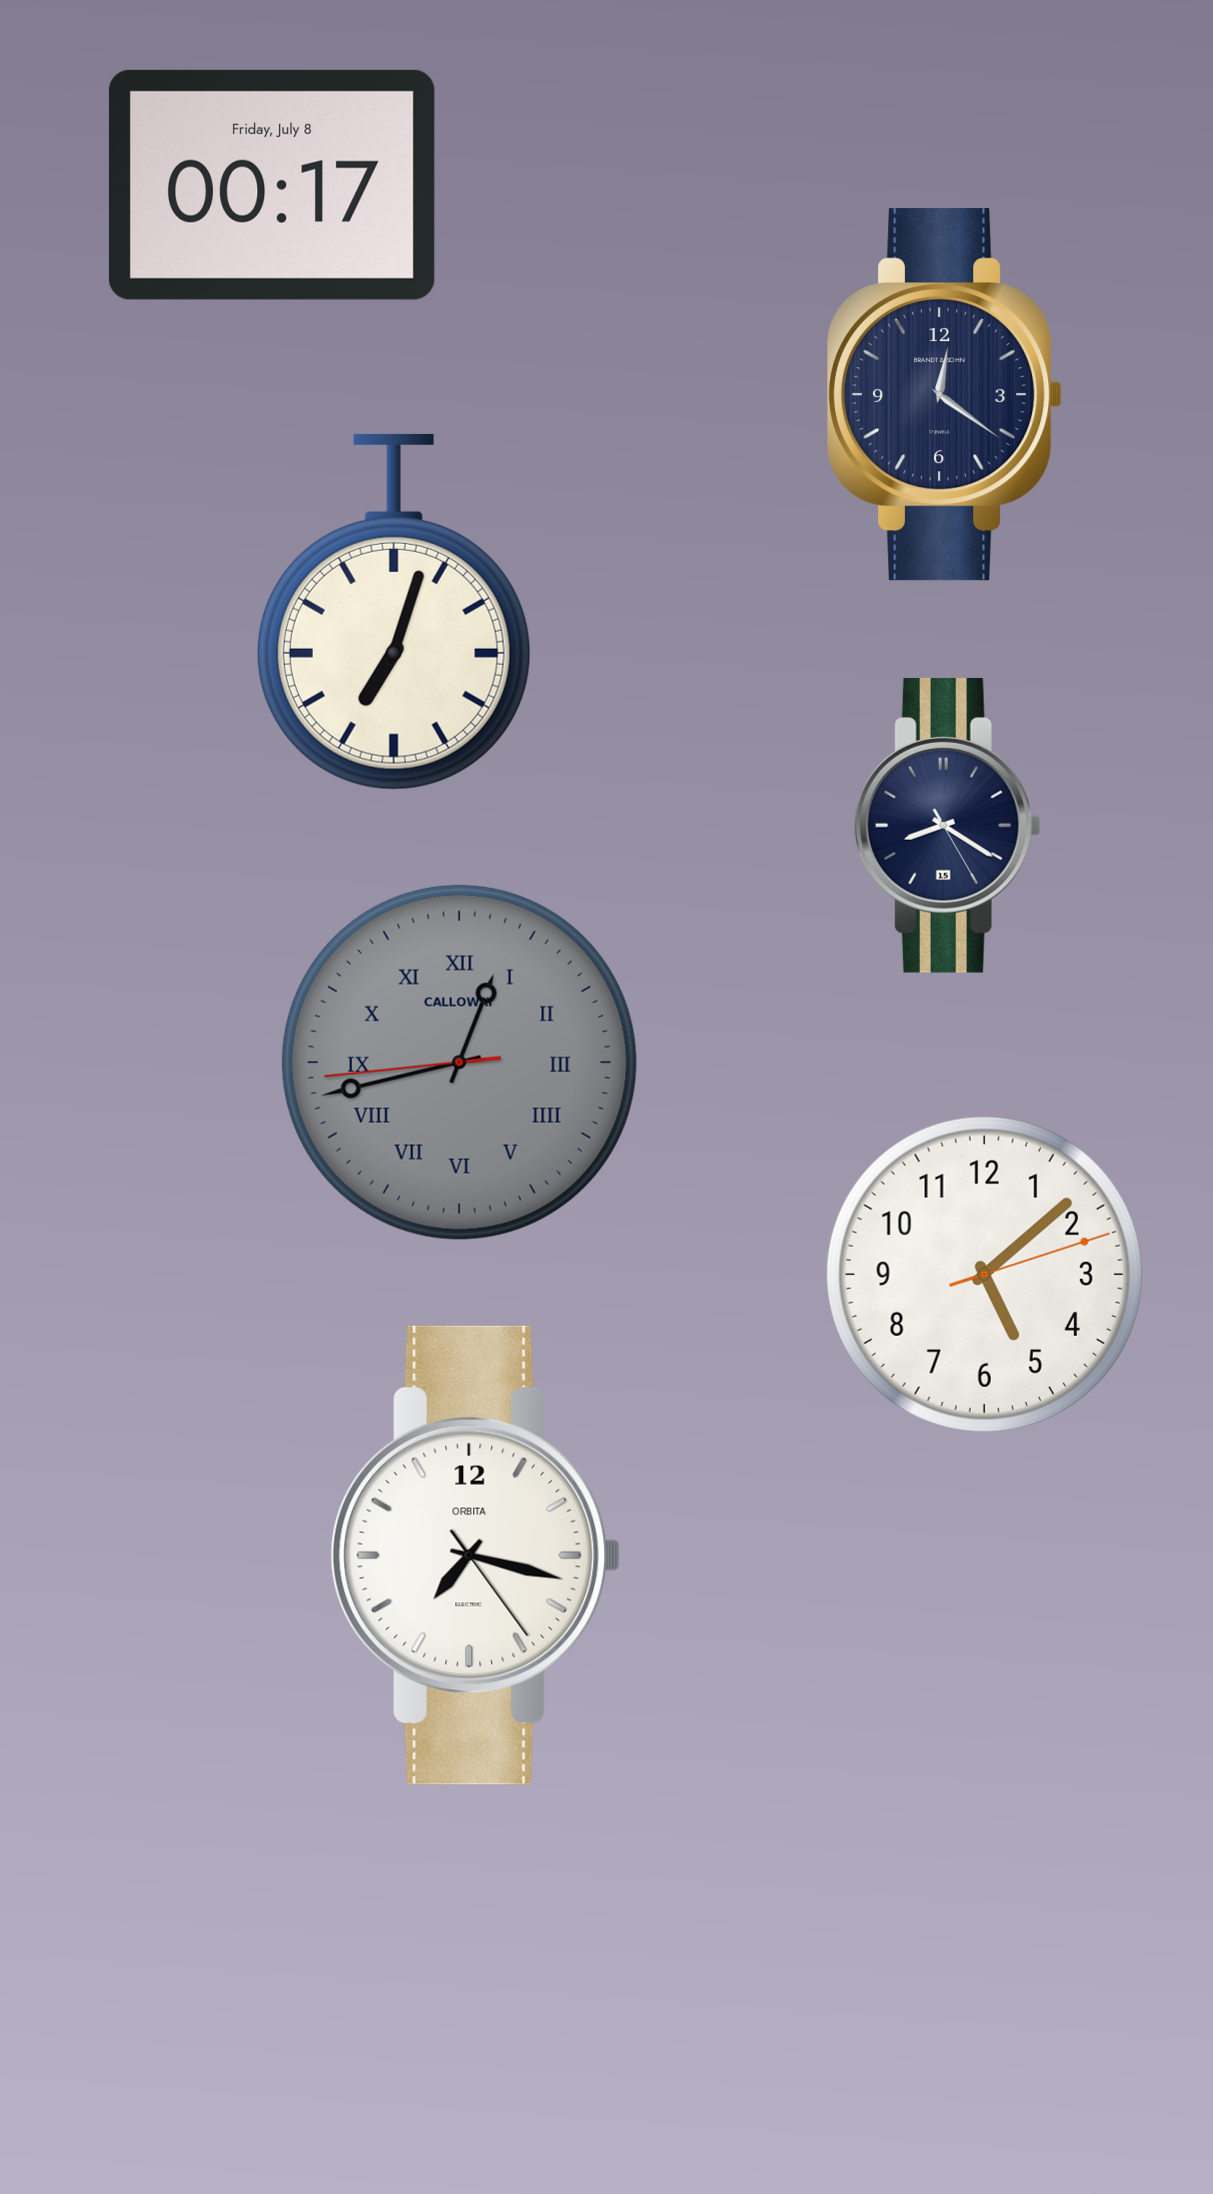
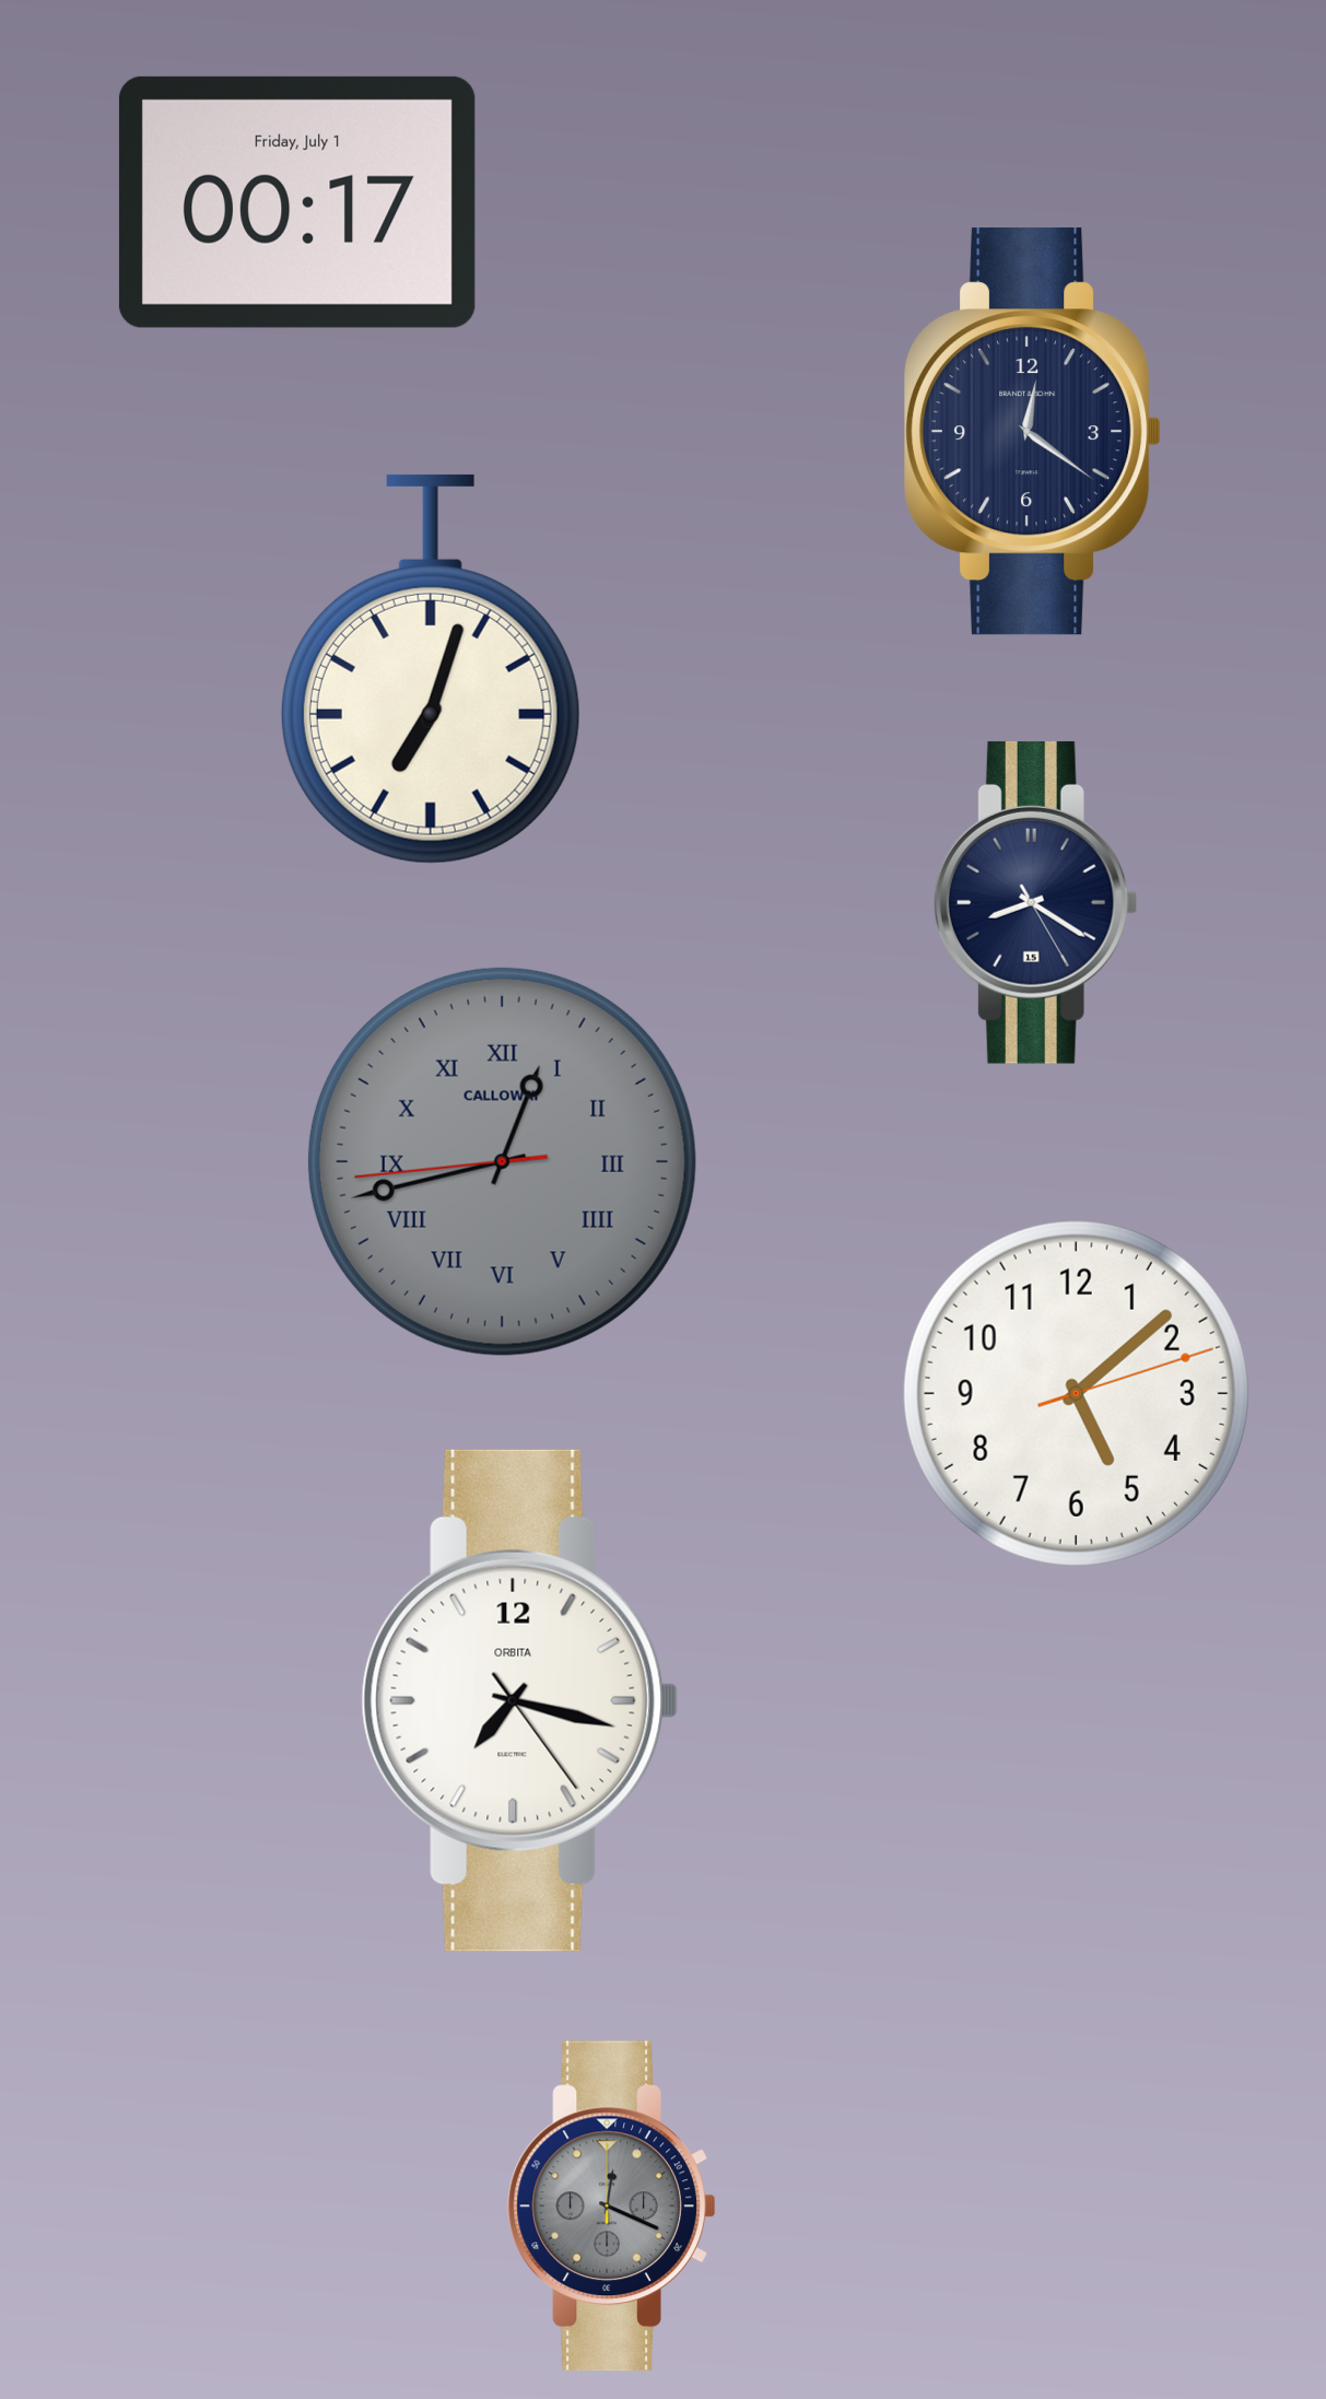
clock at (272, 185) date: Friday, July 8 -> Friday, July 1
clock at (612, 2205): none -> 12:19
